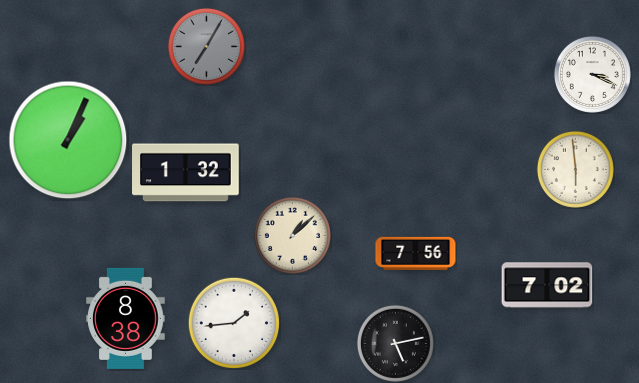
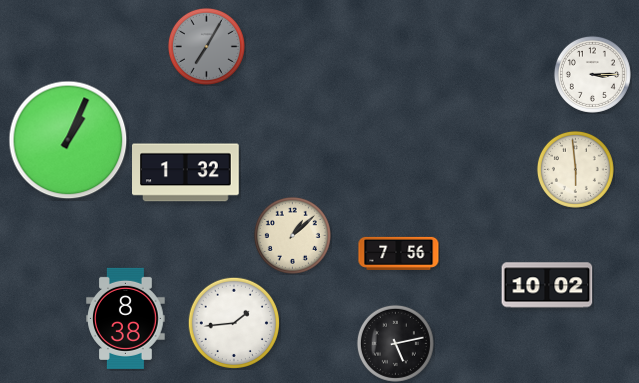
clock at (592, 74): 3:19 -> 3:15
clock at (416, 253) position: (416, 253) -> (399, 253)
clock at (547, 285): 7:02 -> 10:02
